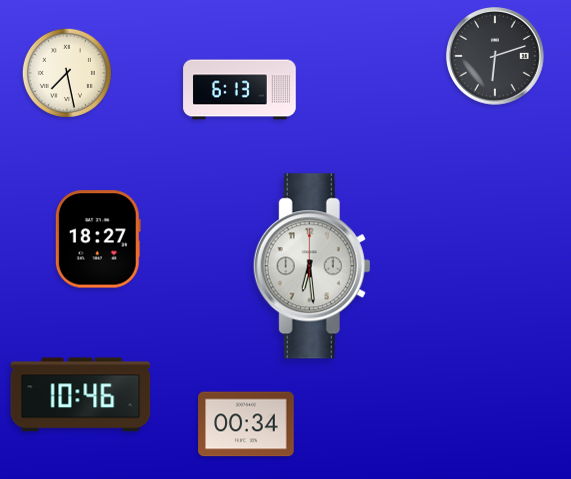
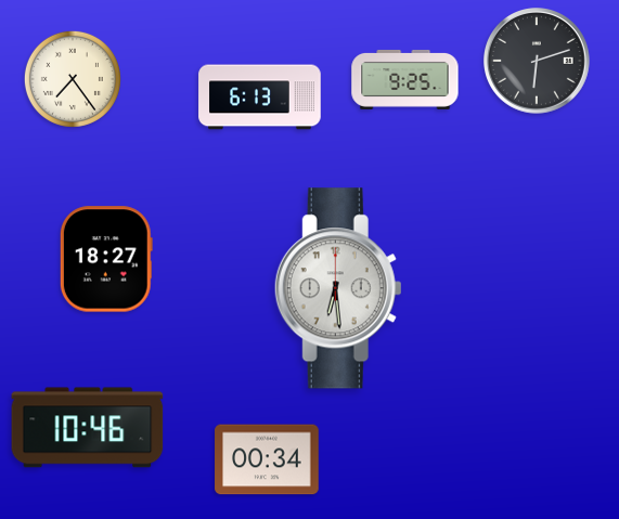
clock at (67, 73): 7:28 -> 7:24
clock at (405, 79): none -> 9:25
